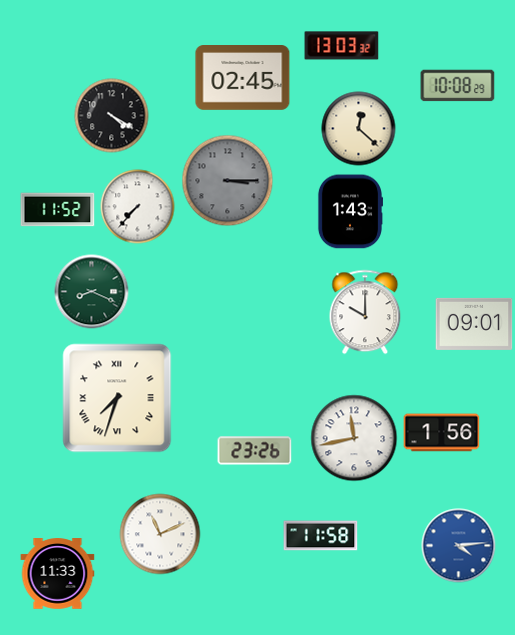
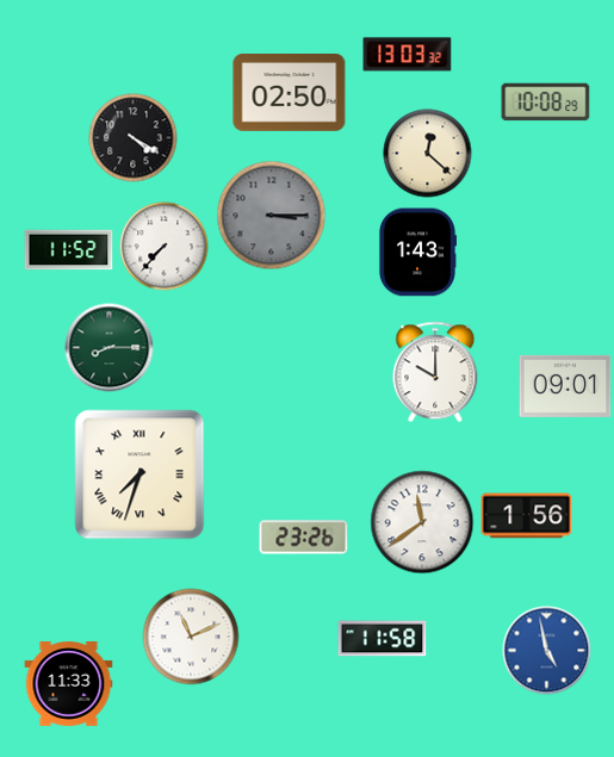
clock at (243, 78): 02:45 -> 02:50
clock at (92, 292): 8:19 -> 8:15
clock at (354, 438): 11:43 -> 11:39
clock at (459, 546): 4:14 -> 4:58
